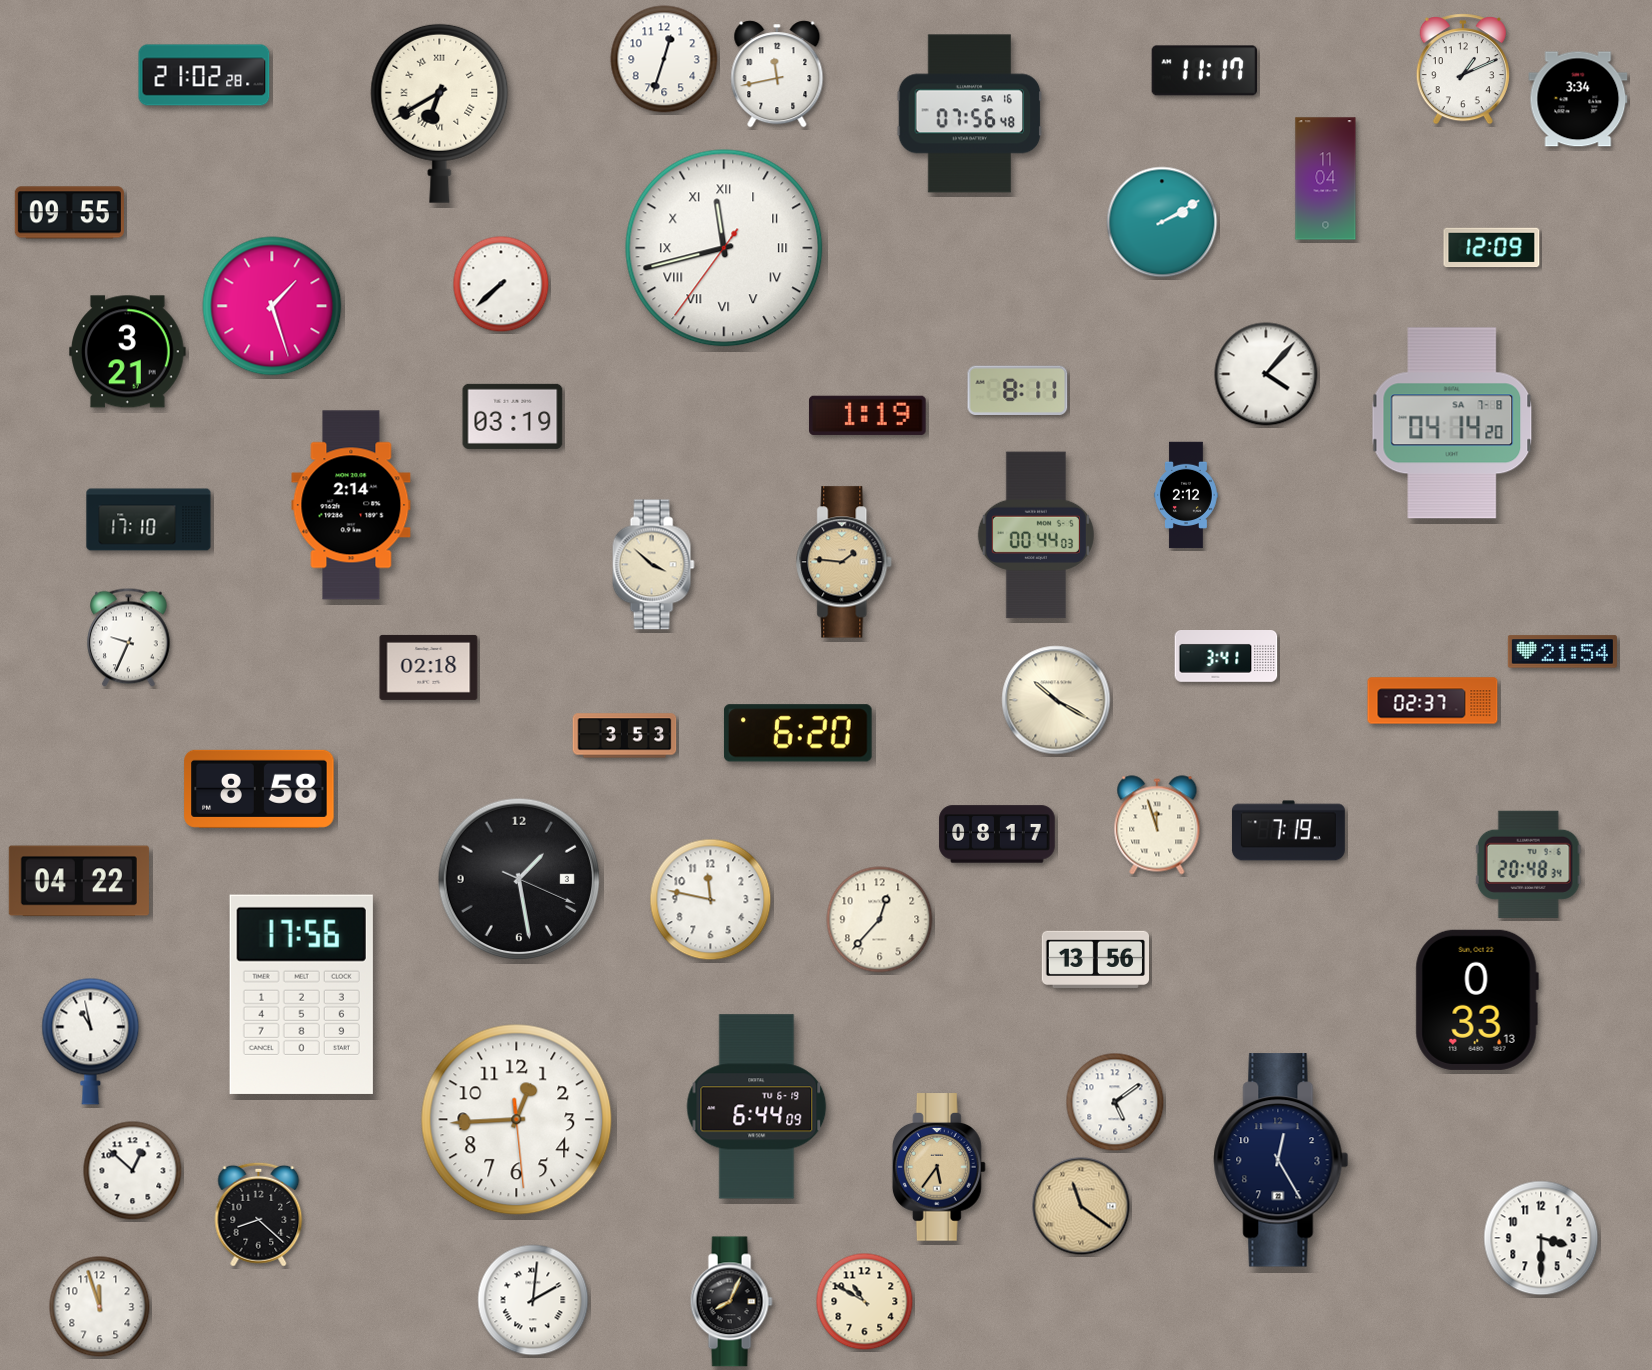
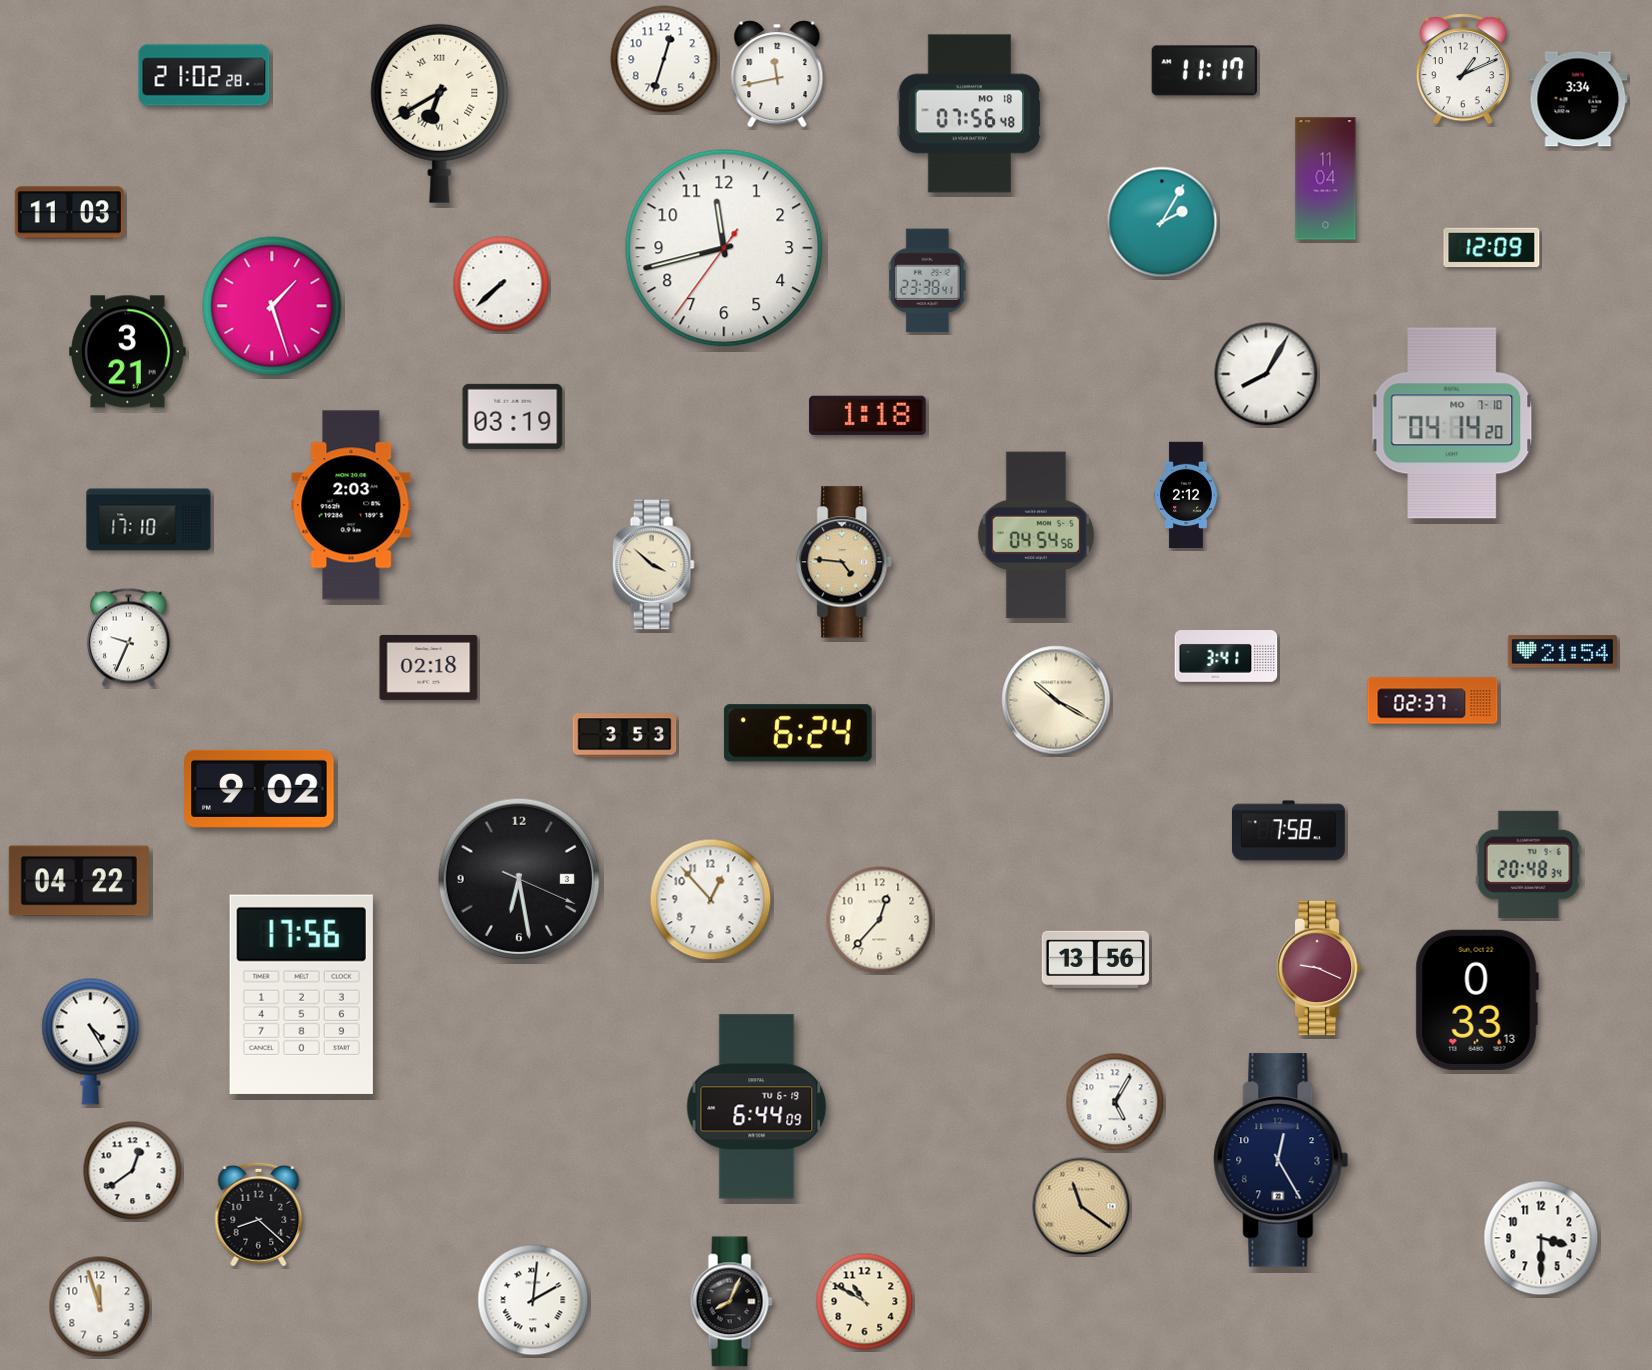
clock at (970, 114) date: SA 16 -> MO 18
clock at (69, 213): 09:55 -> 11:03
clock at (1162, 222): 2:10 -> 2:05
clock at (724, 248) numerals: Roman -> Arabic
clock at (928, 281): none -> 23:38
clock at (1266, 374): 4:07 -> 8:05
clock at (1018, 390): 8:11 -> none
clock at (868, 415): 1:19 -> 1:18
clock at (1452, 423) date: SA 7-8 -> MO 7-10
clock at (351, 505): 2:14 -> 2:03
clock at (1036, 535): 00:44 -> 04:54
clock at (845, 562): 1:46 -> 4:46
clock at (798, 733): 6:20 -> 6:24
clock at (259, 789): 8:58 -> 9:02
clock at (1157, 825): 11:57 -> none
clock at (1288, 831): 7:19 -> 7:58
clock at (997, 834): 08:17 -> none
clock at (519, 879): 1:28 -> 6:28
clock at (711, 900): 11:47 -> 12:53
clock at (1319, 968): none -> 9:19
clock at (91, 1041): 10:58 -> 4:25
clock at (1115, 1102): 5:09 -> 5:05
clock at (517, 1120): 12:44 -> none
clock at (939, 1167): 5:36 -> none
clock at (133, 1171): 12:52 -> 12:39
